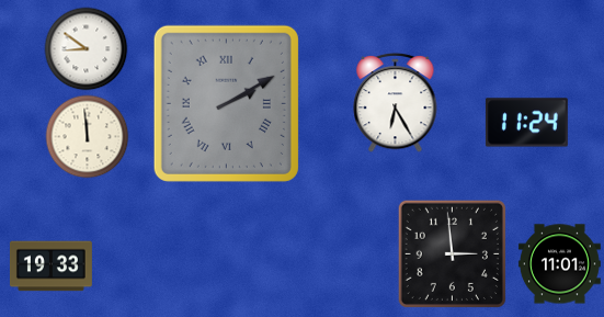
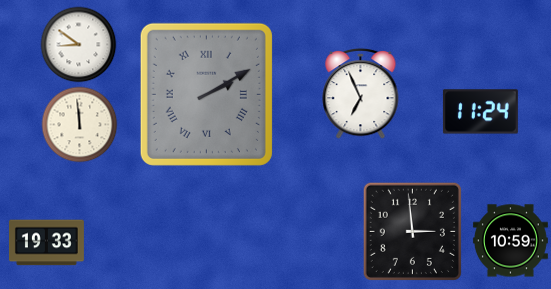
clock at (396, 102): 6:25 -> 6:56
clock at (559, 264): 11:01 -> 10:59
